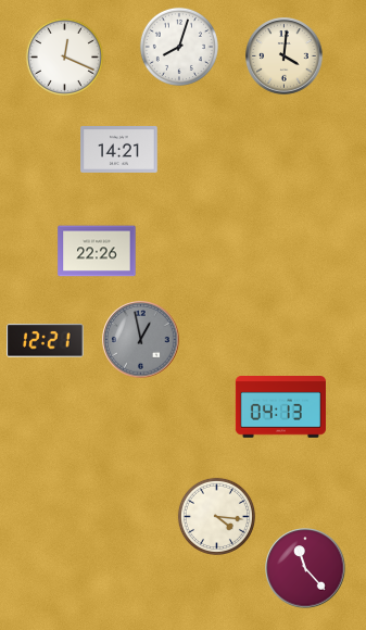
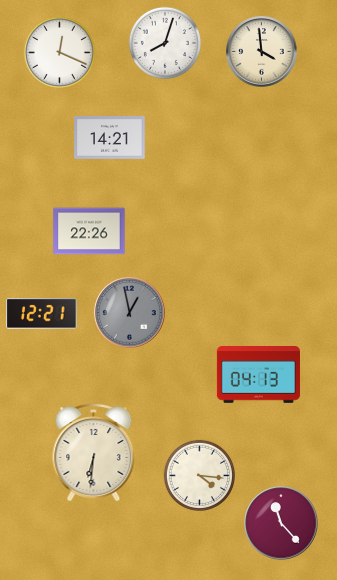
clock at (285, 56): 4:01 -> 3:59
clock at (94, 453): none -> 6:31
